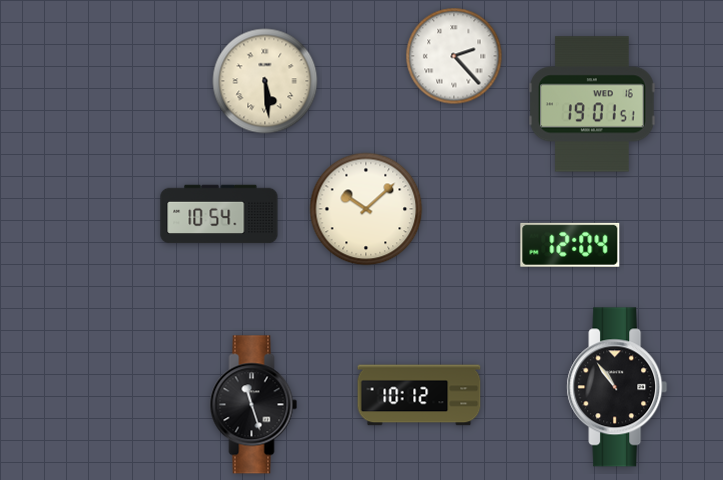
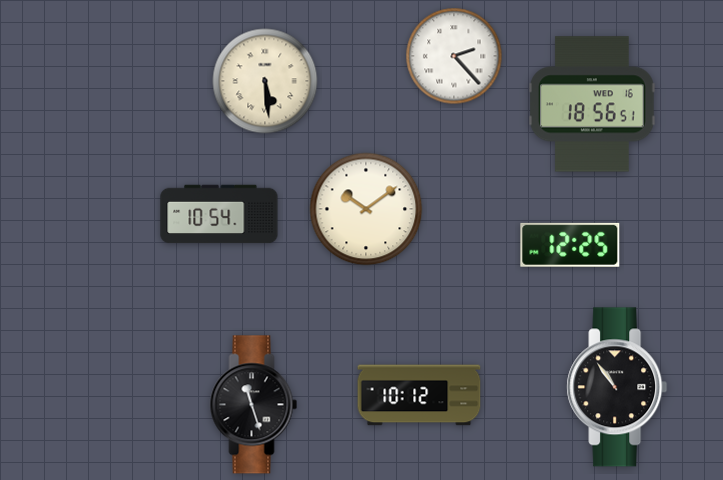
clock at (593, 104): 19:01 -> 18:56
clock at (366, 209): 10:08 -> 10:09
clock at (570, 245): 12:04 -> 12:25
